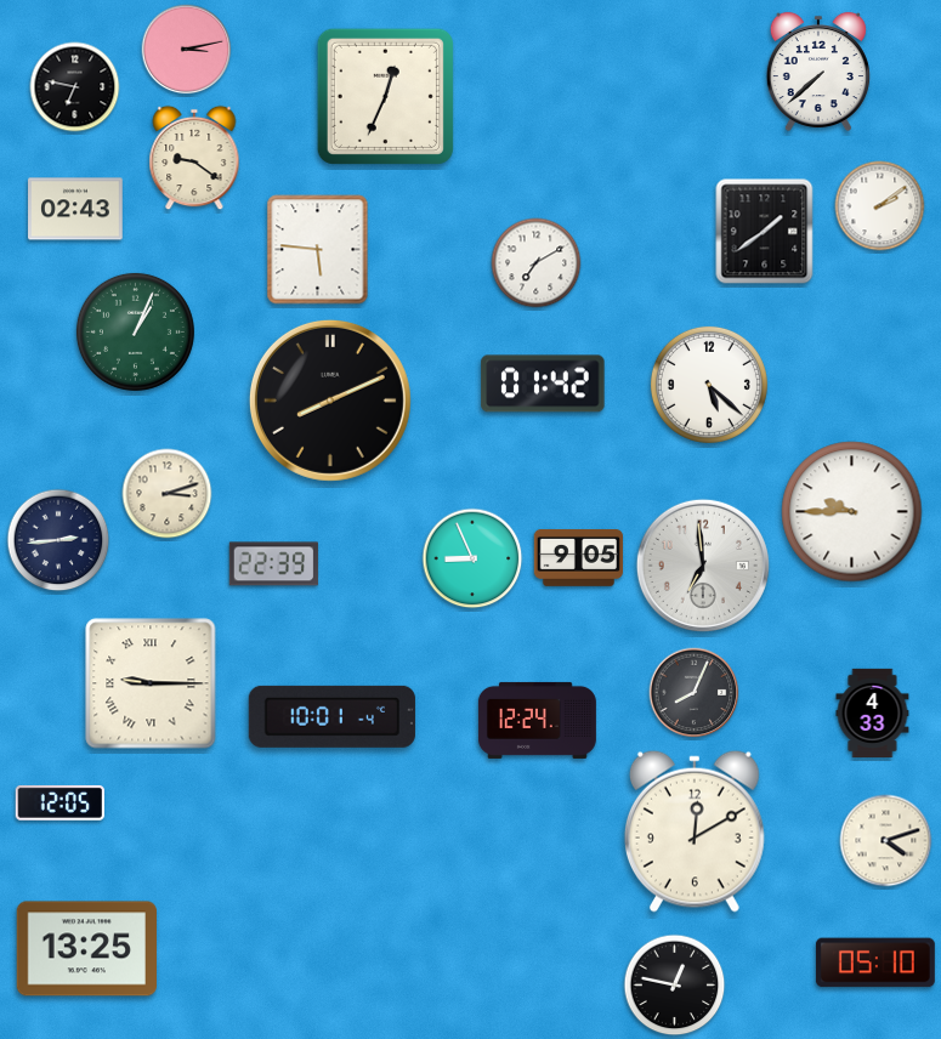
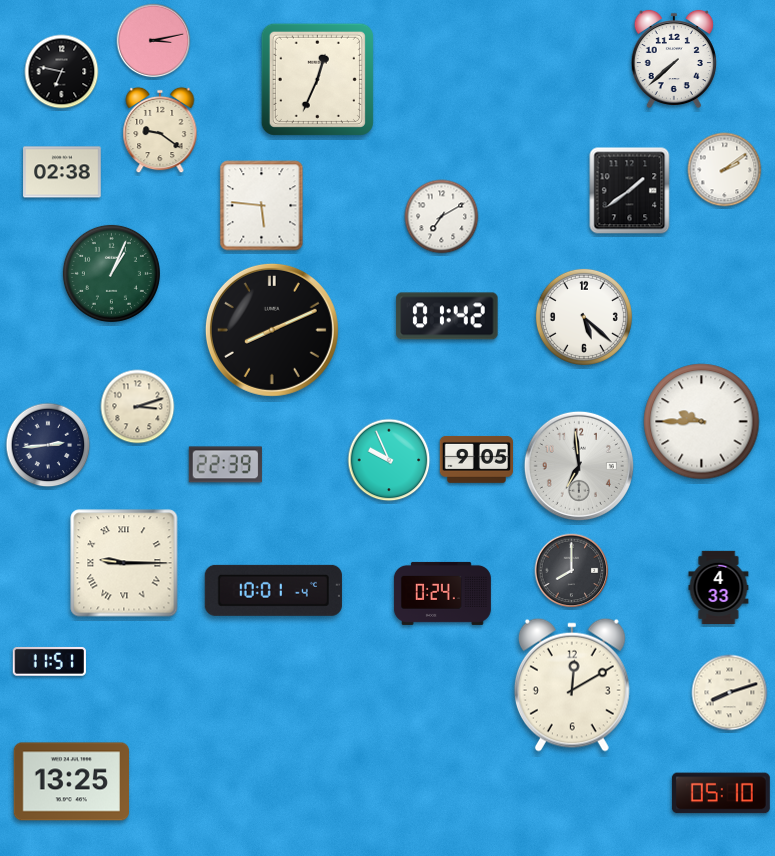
clock at (75, 209): 02:43 -> 02:38
clock at (472, 558): 8:56 -> 9:56
clock at (695, 693): 8:04 -> 8:00
clock at (537, 720): 12:24 -> 0:24
clock at (59, 802): 12:05 -> 11:51
clock at (886, 841): 4:12 -> 8:12
clock at (675, 986): 12:47 -> none
